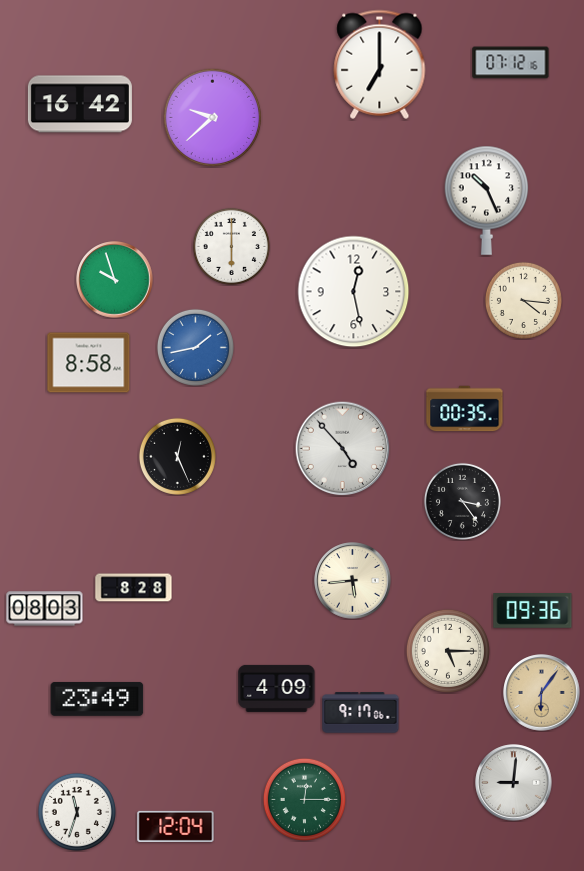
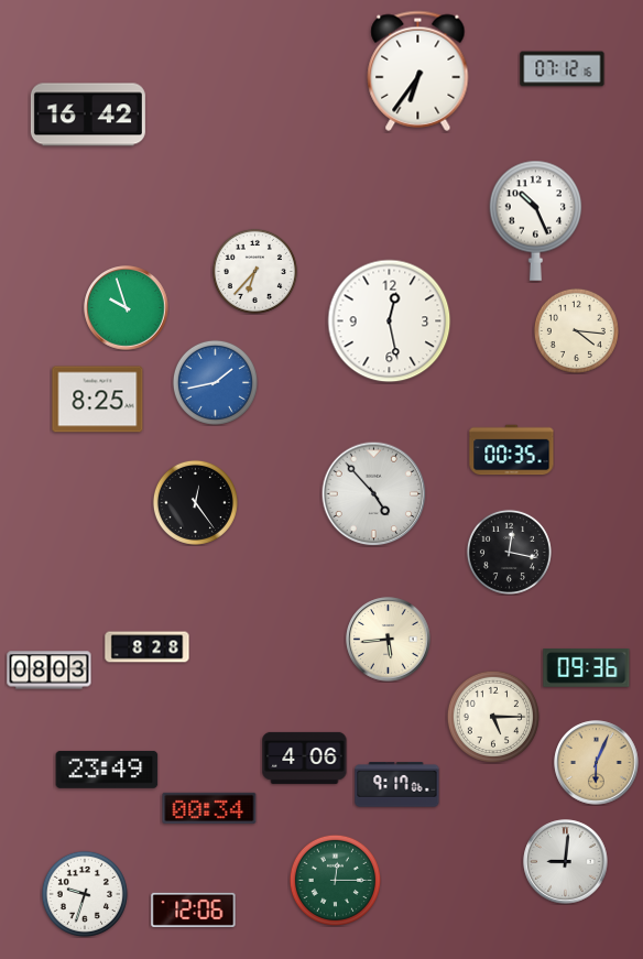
clock at (380, 64): 7:00 -> 6:36
clock at (213, 118): 9:38 -> none
clock at (231, 246): 6:00 -> 6:37
clock at (89, 363): 8:58 -> 8:25
clock at (342, 448) position: (342, 448) -> (373, 493)
clock at (177, 456): 12:26 -> 12:24
clock at (462, 501): 3:24 -> 12:17
clock at (533, 611) position: (533, 611) -> (587, 668)
clock at (277, 688): 4:09 -> 4:06
clock at (542, 693): 6:06 -> 6:04
clock at (209, 808): none -> 00:34
clock at (77, 812): 11:33 -> 9:33
clock at (176, 826): 12:04 -> 12:06
